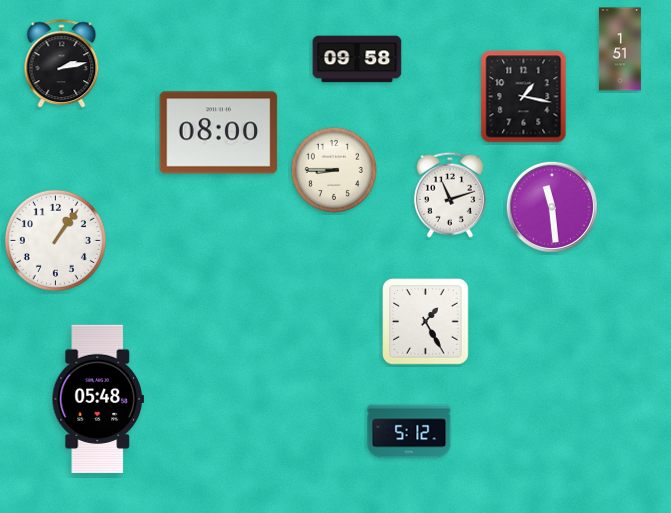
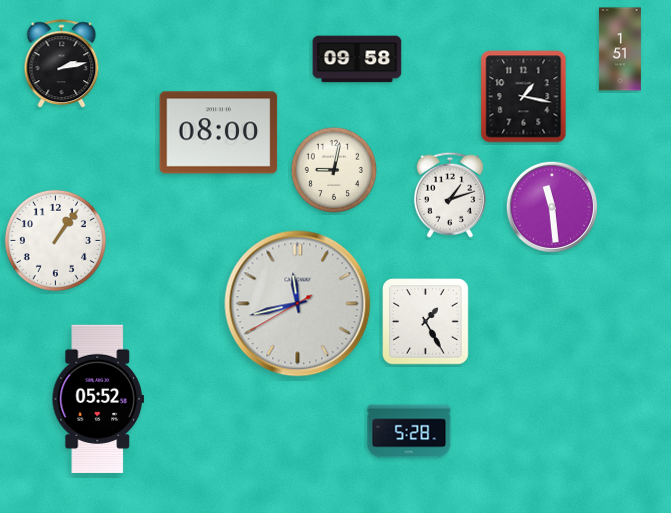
clock at (334, 170): 8:45 -> 9:02
clock at (450, 195): 11:12 -> 1:12
clock at (298, 304): none -> 11:42
clock at (97, 398): 05:48 -> 05:52
clock at (409, 431): 5:12 -> 5:28
